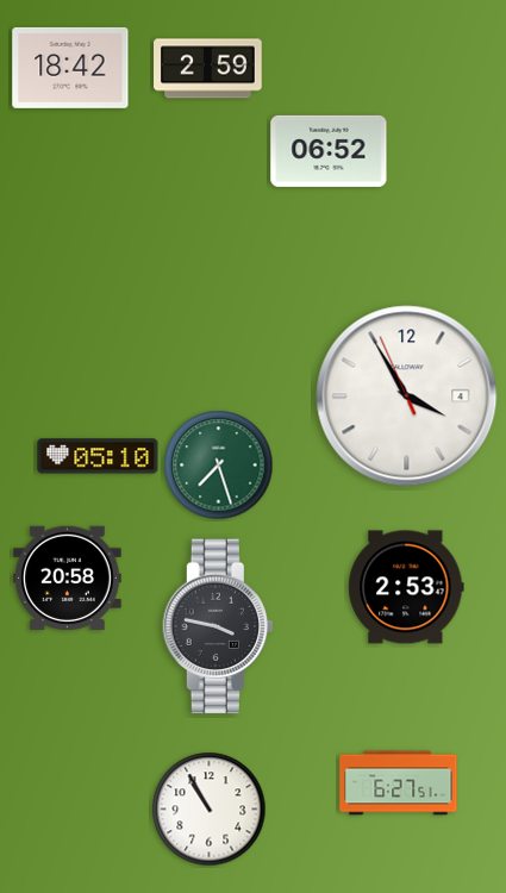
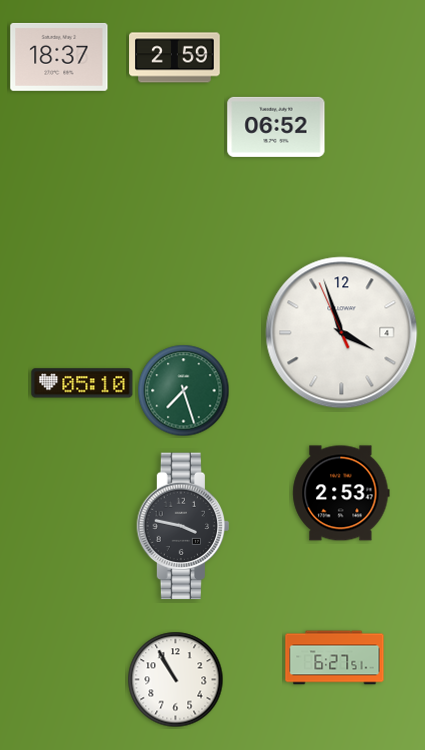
clock at (70, 68): 18:42 -> 18:37
clock at (407, 396): 3:54 -> 3:56
clock at (68, 579): 20:58 -> none
